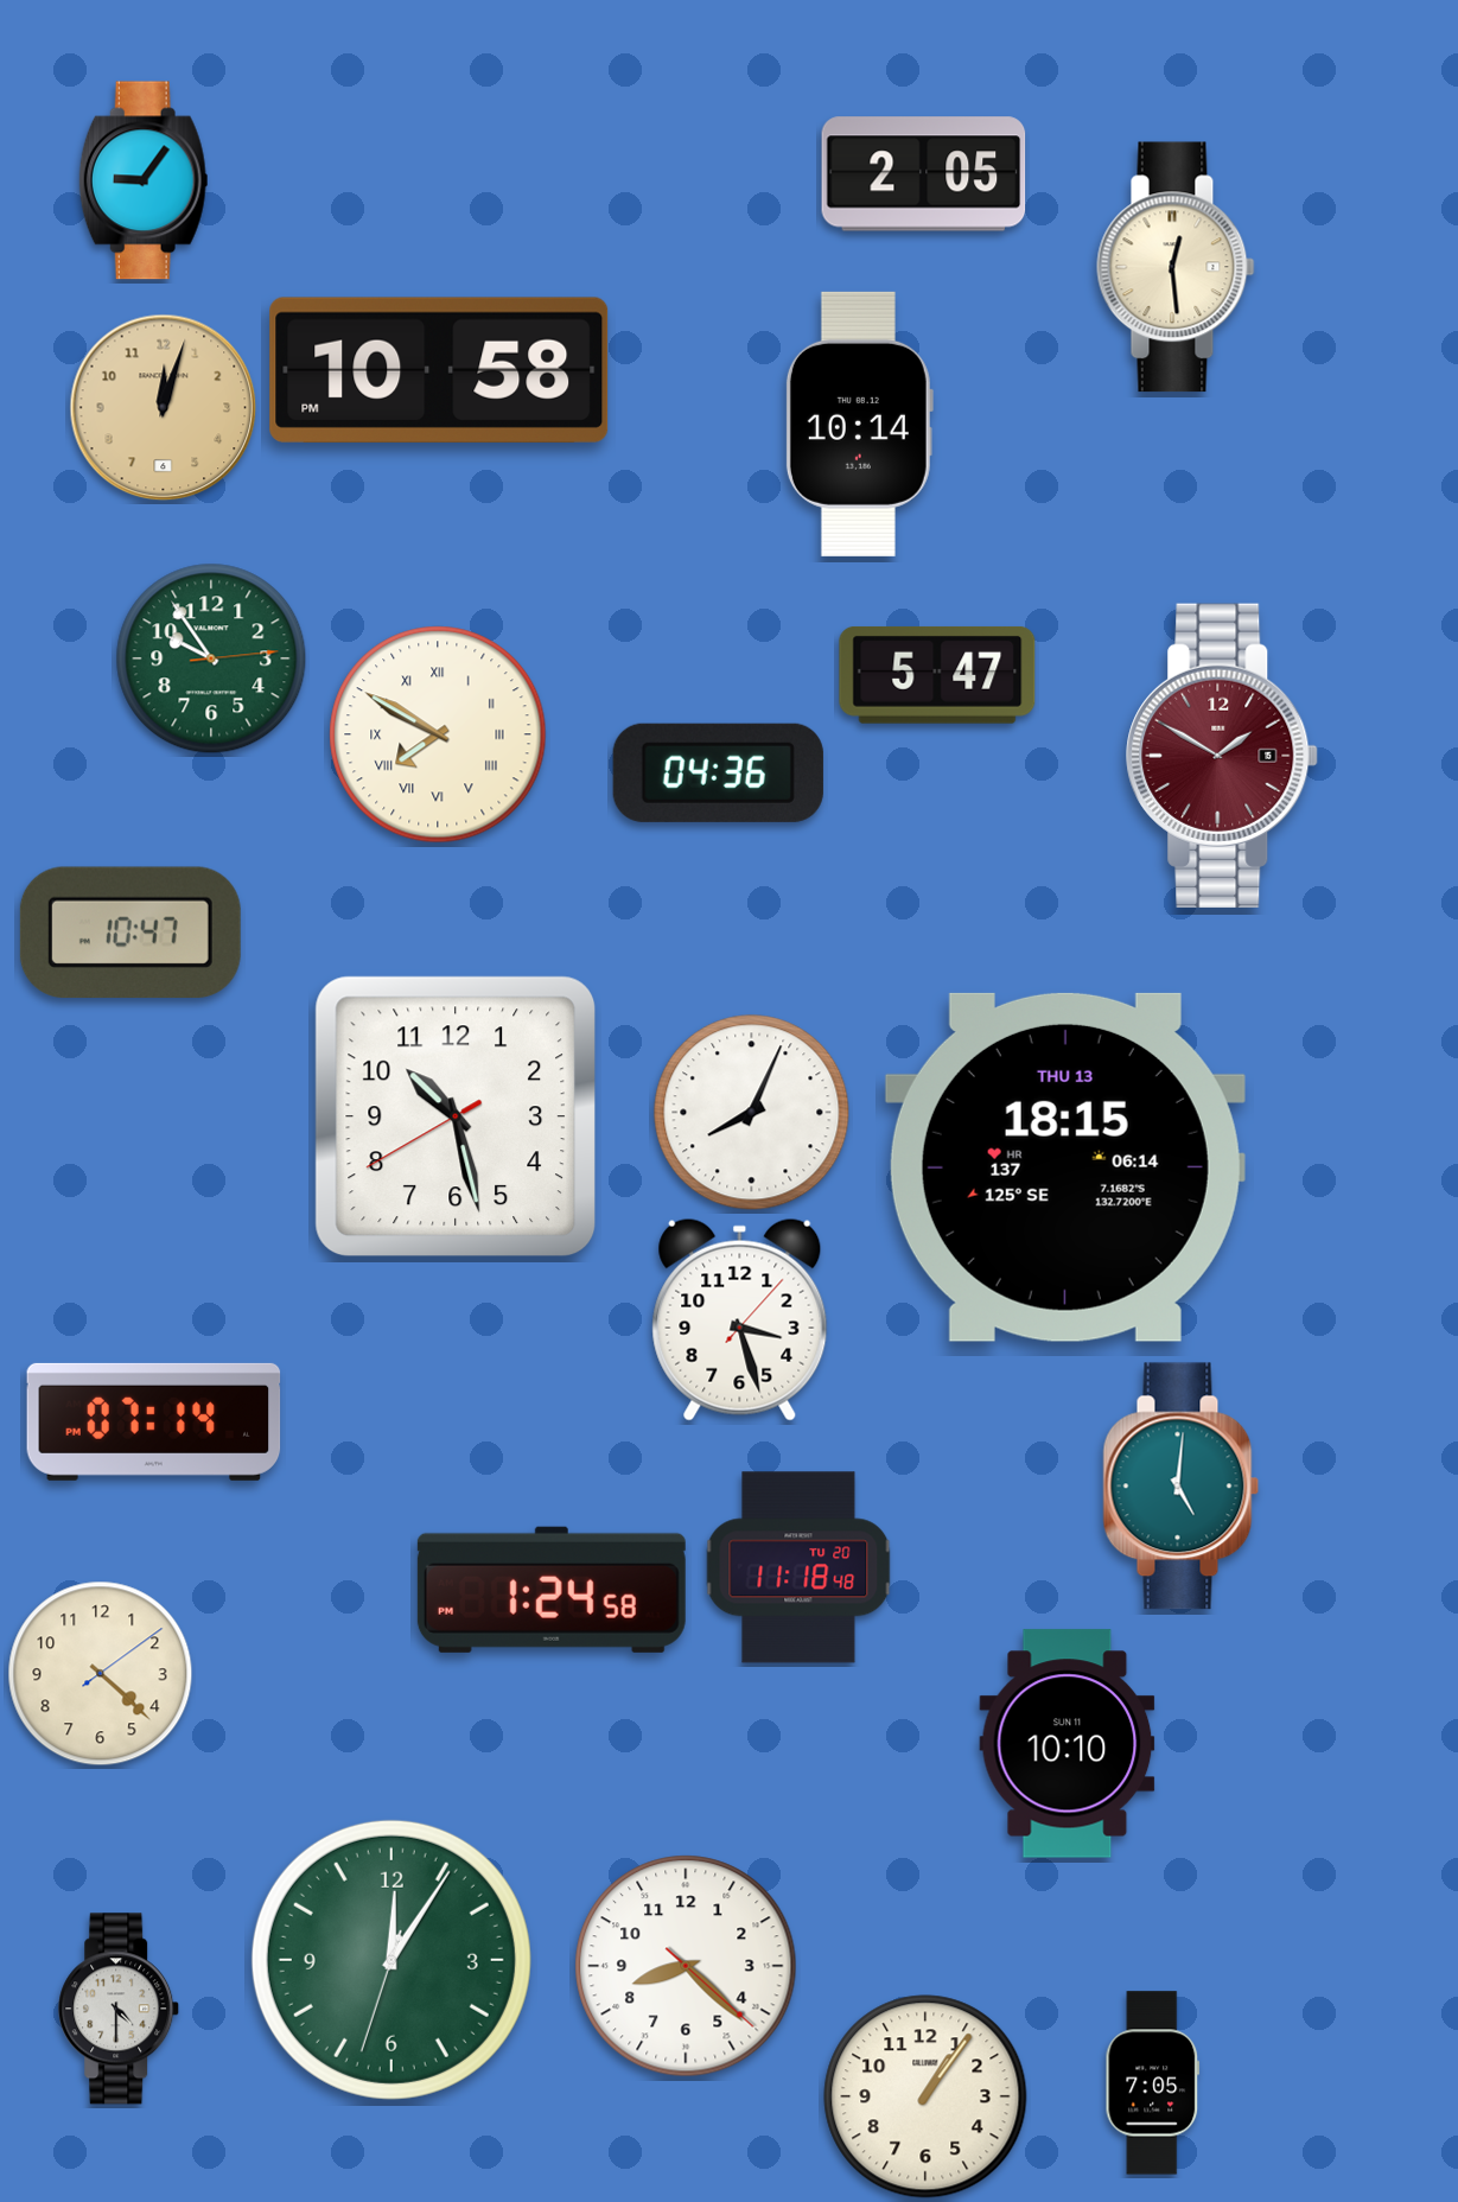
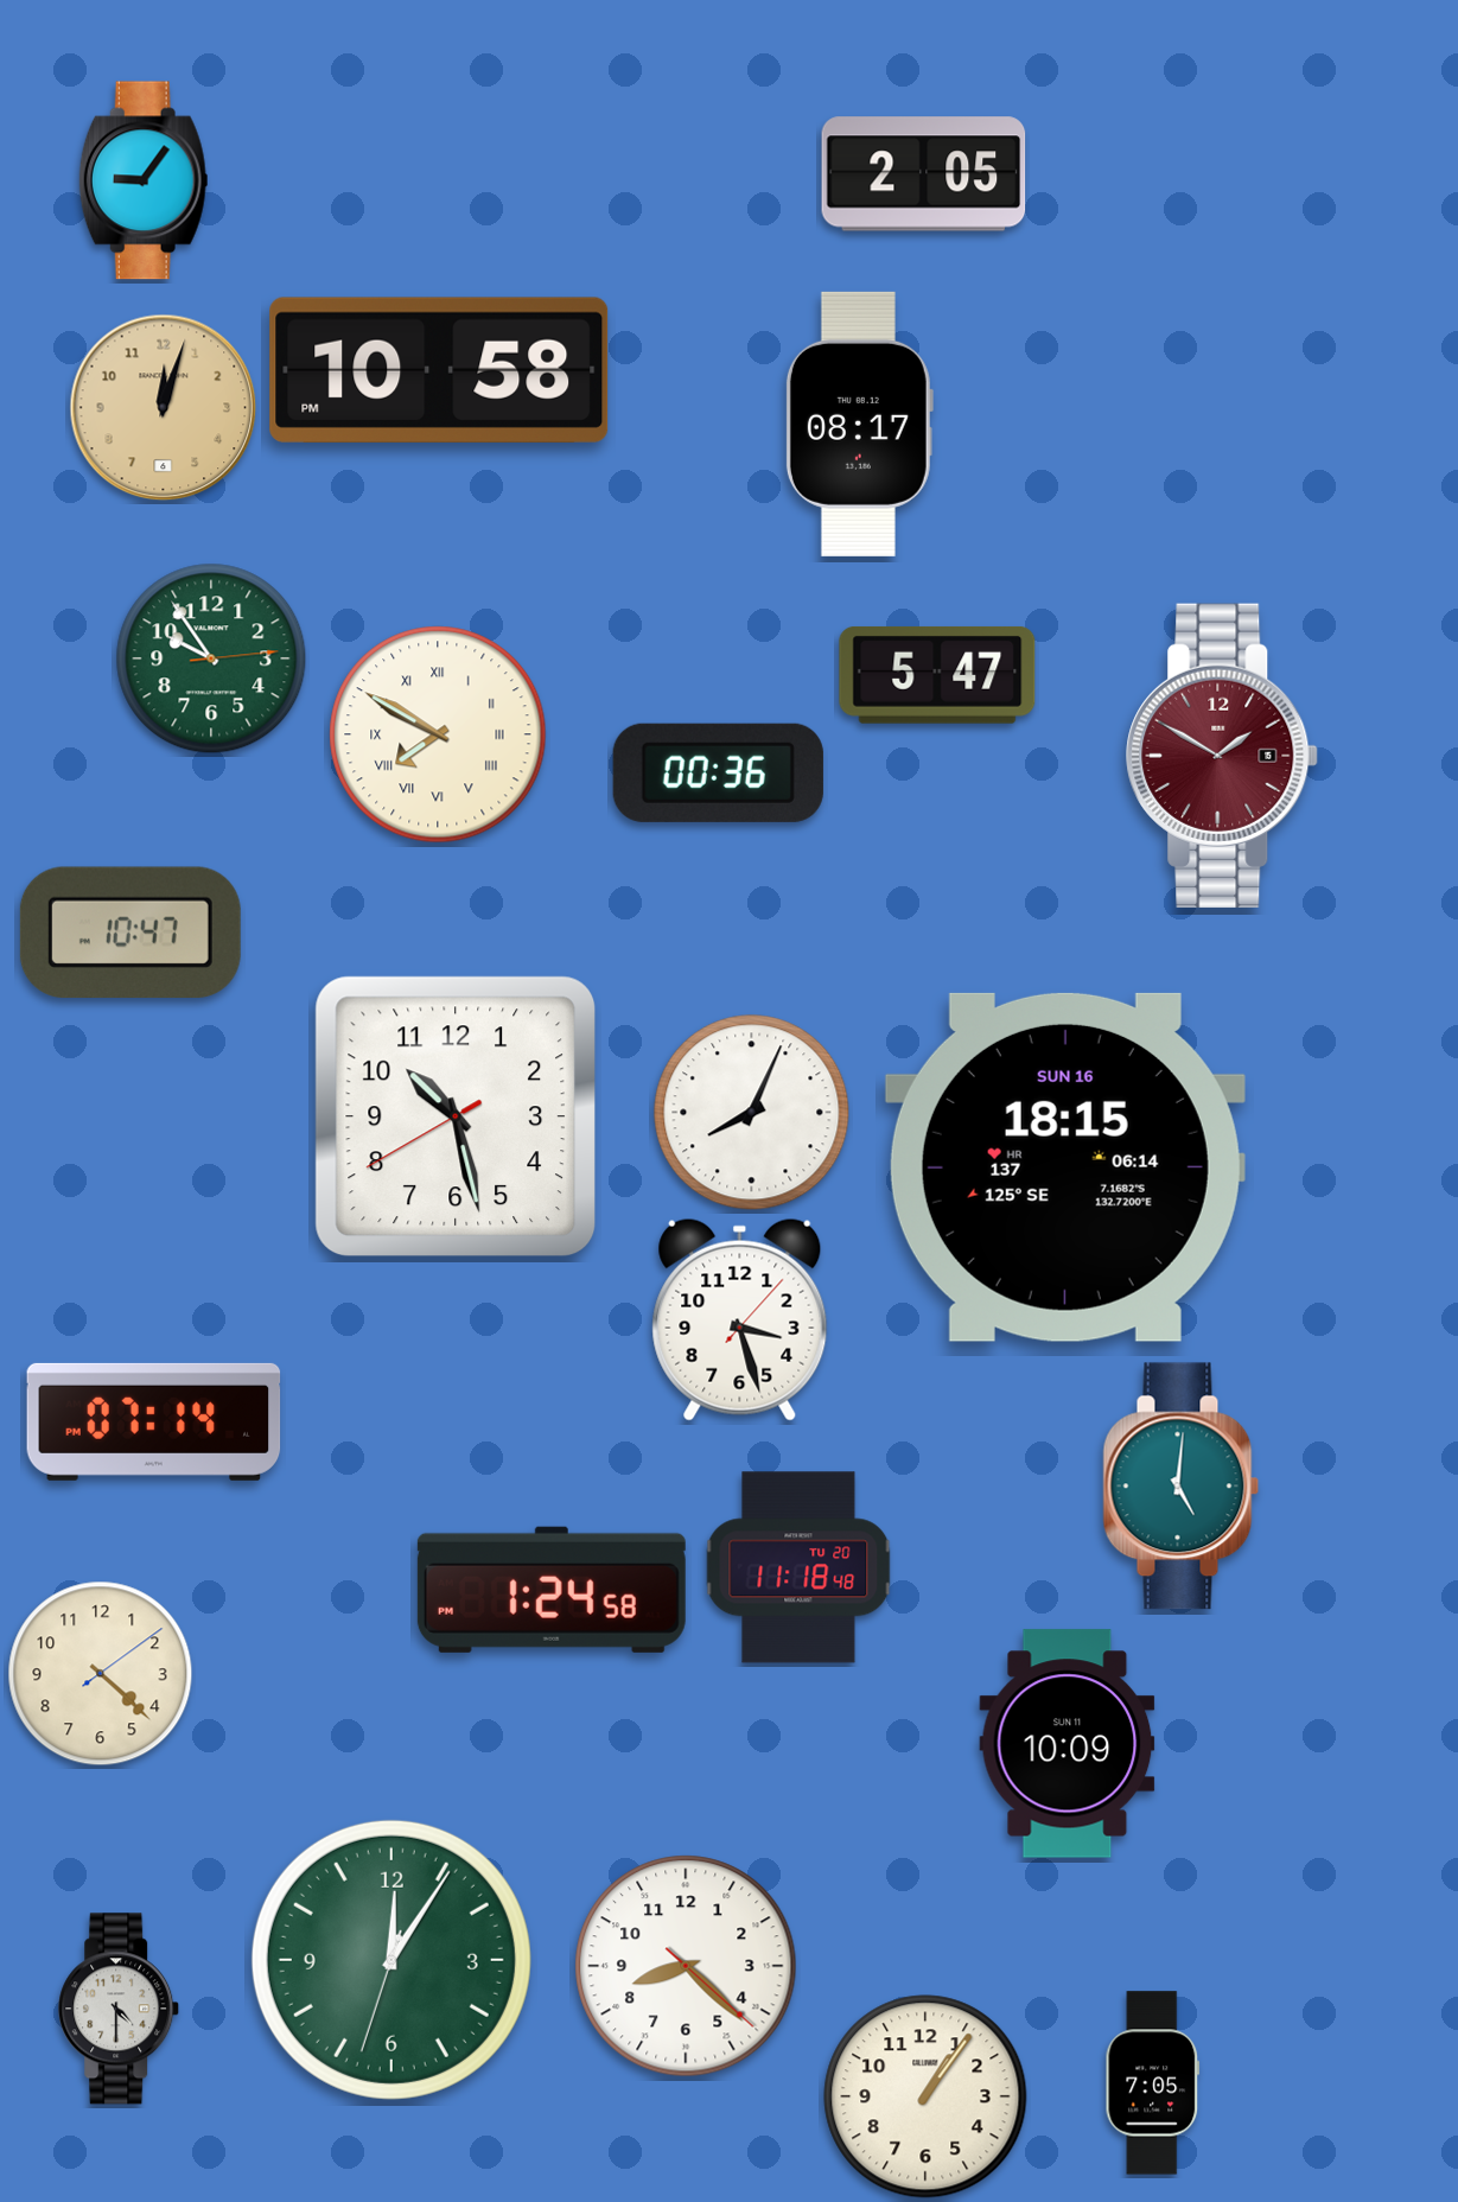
clock at (1176, 267): 12:29 -> none
clock at (859, 424): 10:14 -> 08:17
clock at (718, 772): 04:36 -> 00:36
clock at (1065, 1167) date: THU 13 -> SUN 16
clock at (1068, 1744): 10:10 -> 10:09
